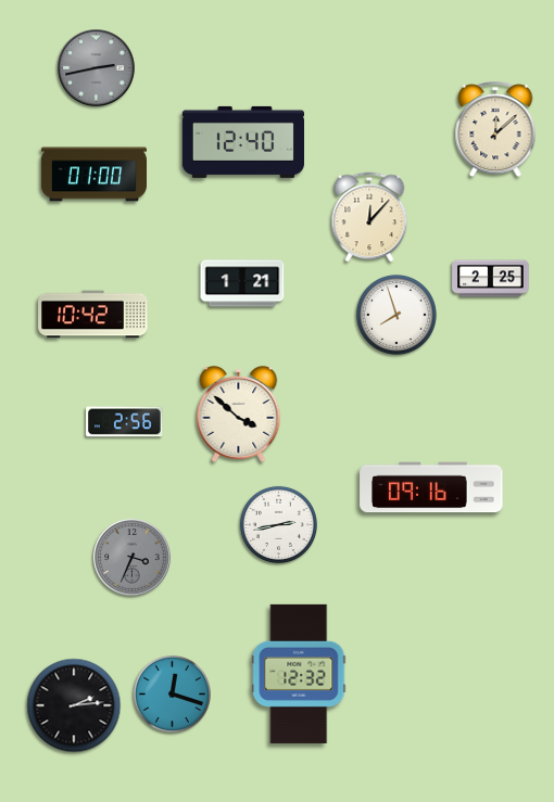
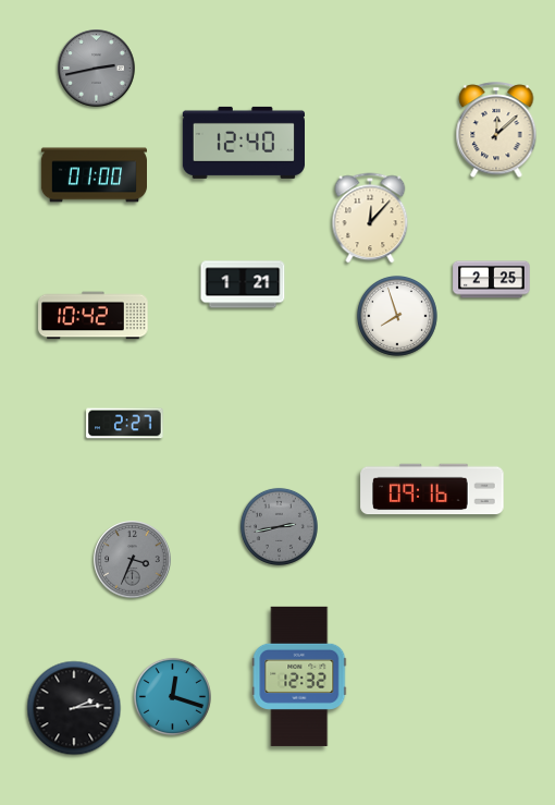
clock at (239, 415): 3:52 -> none
clock at (125, 422): 2:56 -> 2:27
clock at (278, 524) dial: white -> grey
